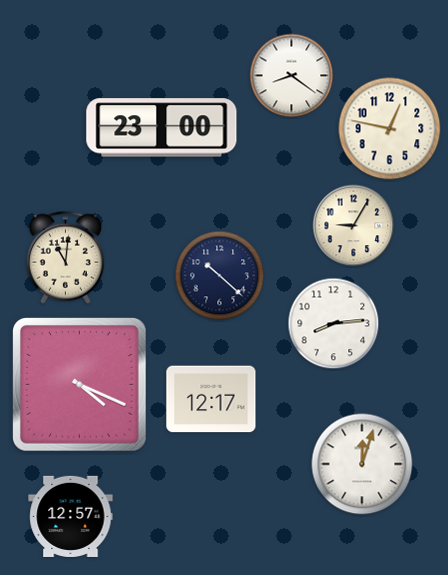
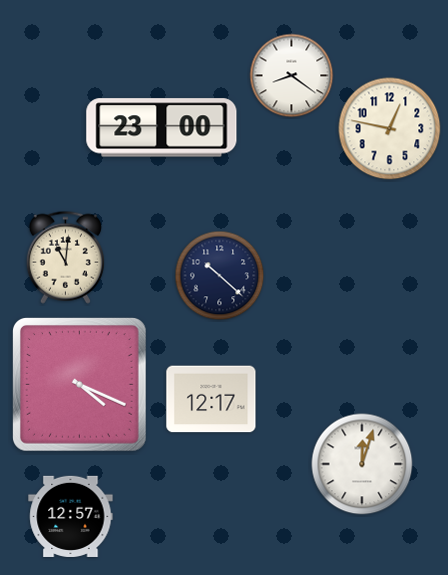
clock at (354, 226): 9:05 -> none
clock at (334, 324): 8:14 -> none
